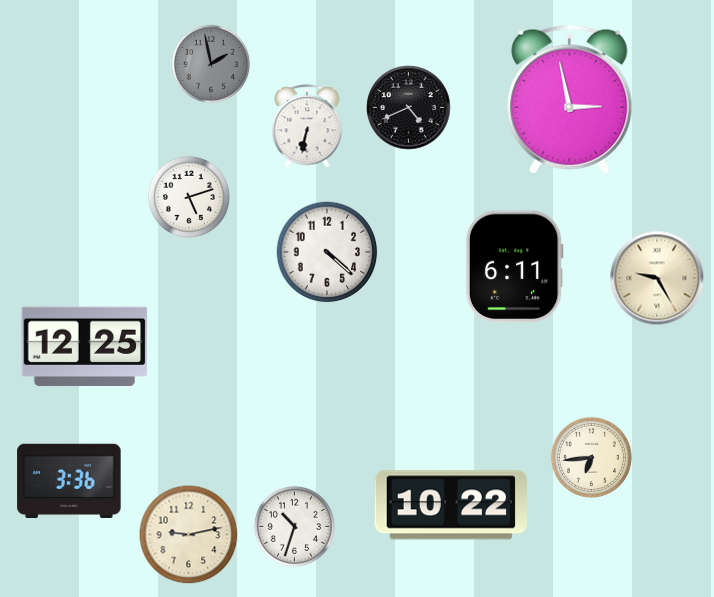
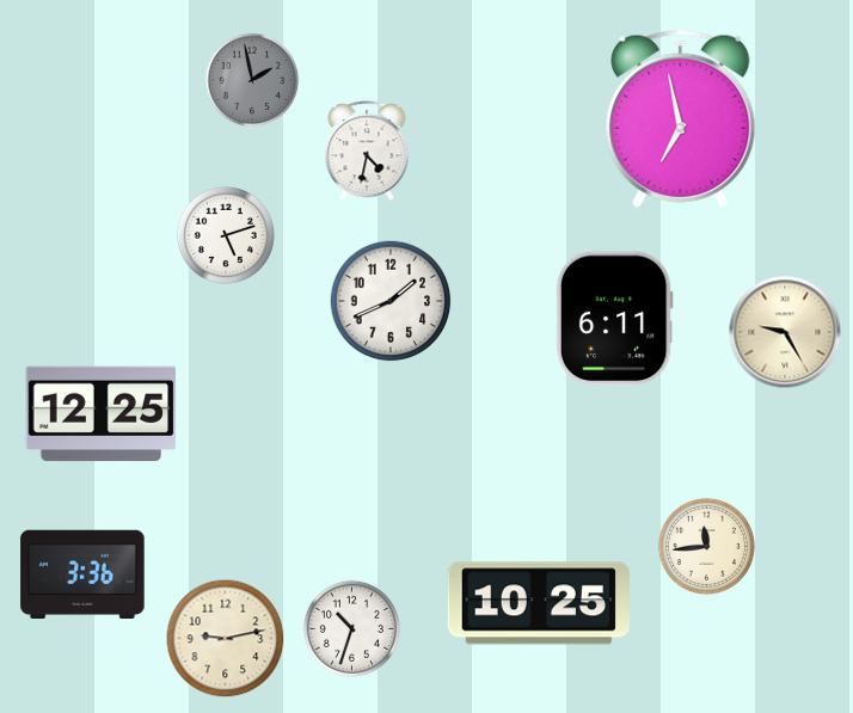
clock at (211, 64) position: (211, 64) -> (252, 80)
clock at (570, 99): 2:58 -> 6:58
clock at (409, 108): 4:41 -> none
clock at (307, 126): 6:32 -> 4:32
clock at (327, 252): 4:22 -> 1:41
clock at (591, 457): 6:44 -> 11:44
clock at (450, 505): 10:22 -> 10:25
